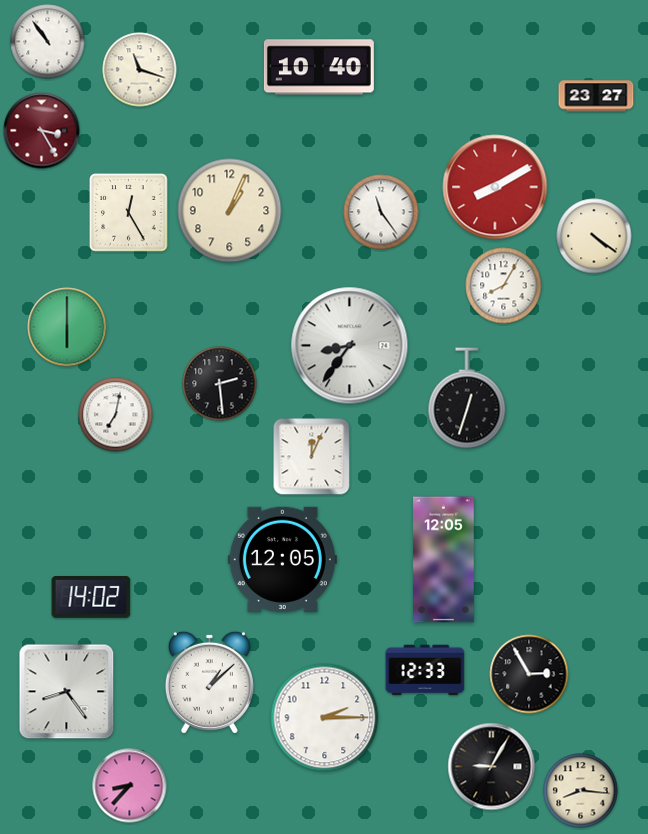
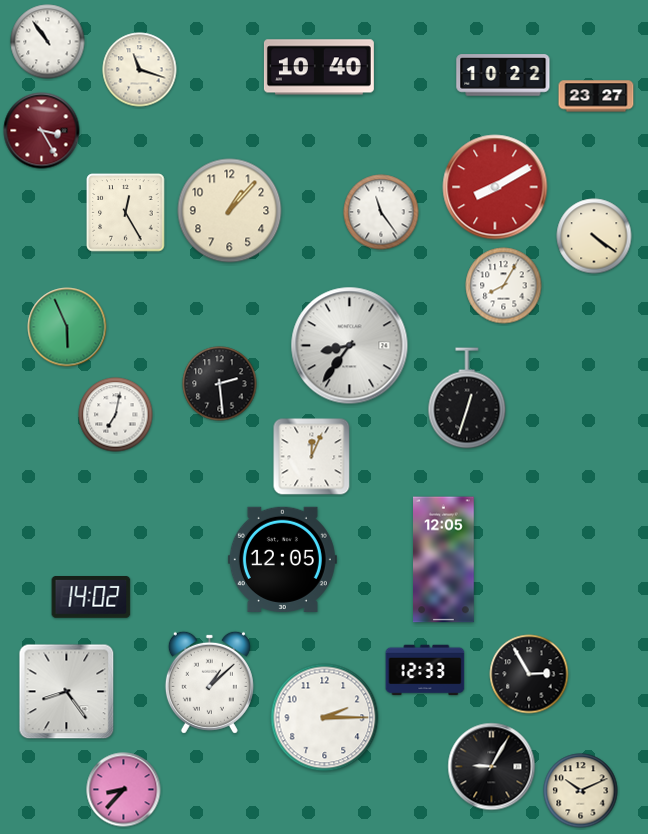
clock at (503, 75): none -> 10:22
clock at (230, 211): 1:04 -> 1:07
clock at (129, 213) position: (129, 213) -> (126, 213)
clock at (67, 327): 6:00 -> 5:56
clock at (130, 786) position: (130, 786) -> (124, 790)
clock at (581, 791): 8:16 -> 10:11
